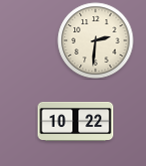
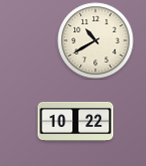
clock at (96, 41): 2:31 -> 10:40
